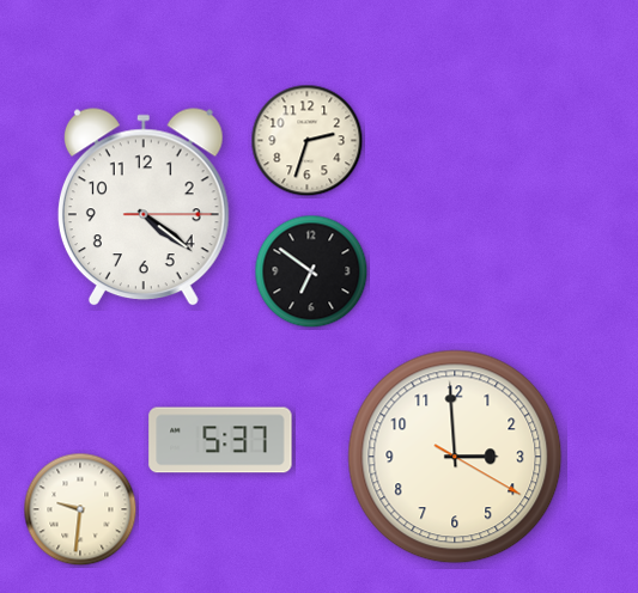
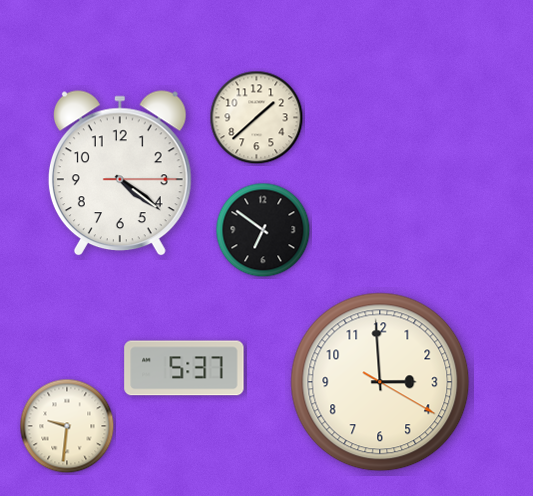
clock at (308, 141): 2:33 -> 1:38
clock at (311, 271) position: (311, 271) -> (263, 230)
